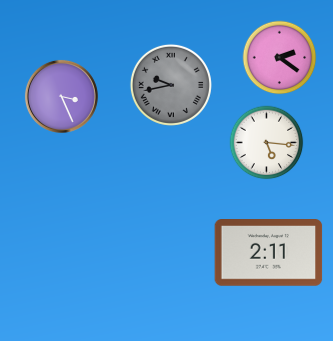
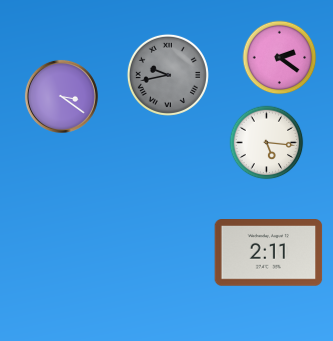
clock at (171, 85) position: (171, 85) -> (168, 75)
clock at (61, 96): 3:26 -> 3:21
